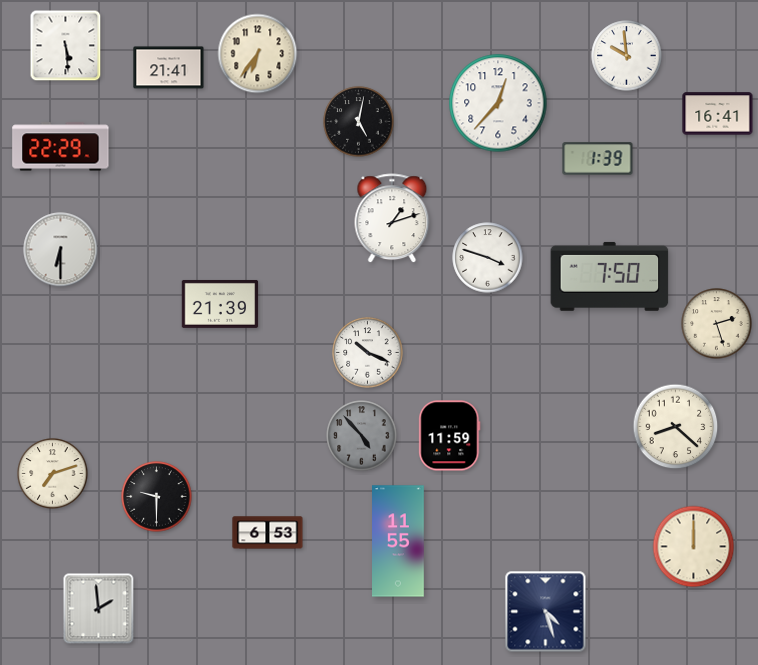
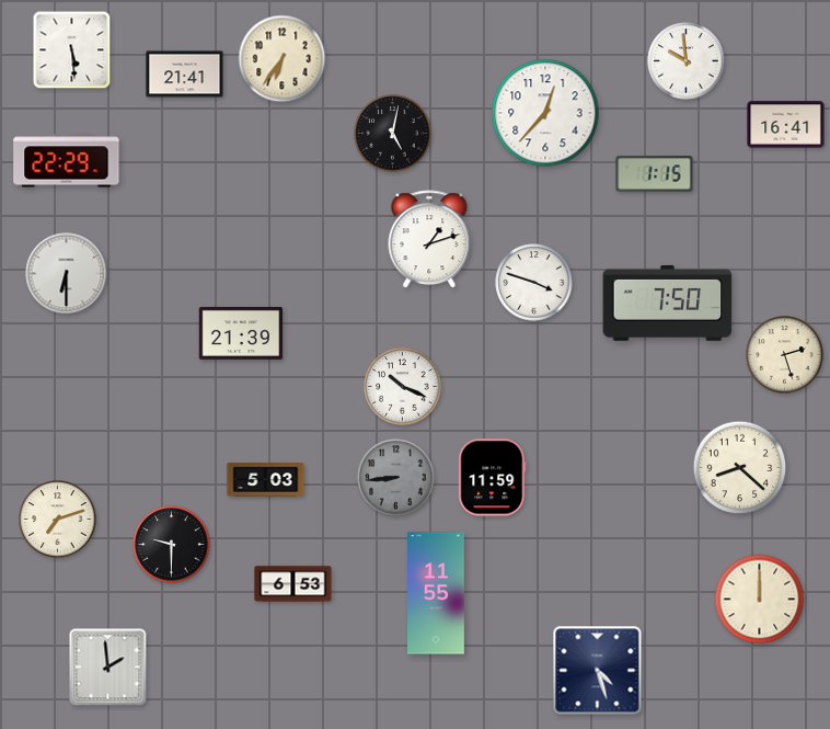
clock at (598, 159): 1:39 -> 1:15
clock at (362, 436): 4:53 -> 8:44
clock at (266, 480): none -> 5:03
